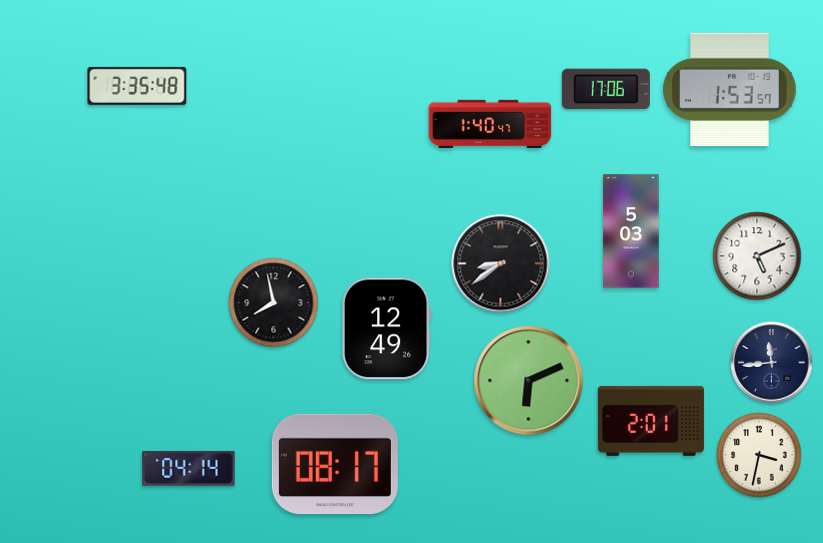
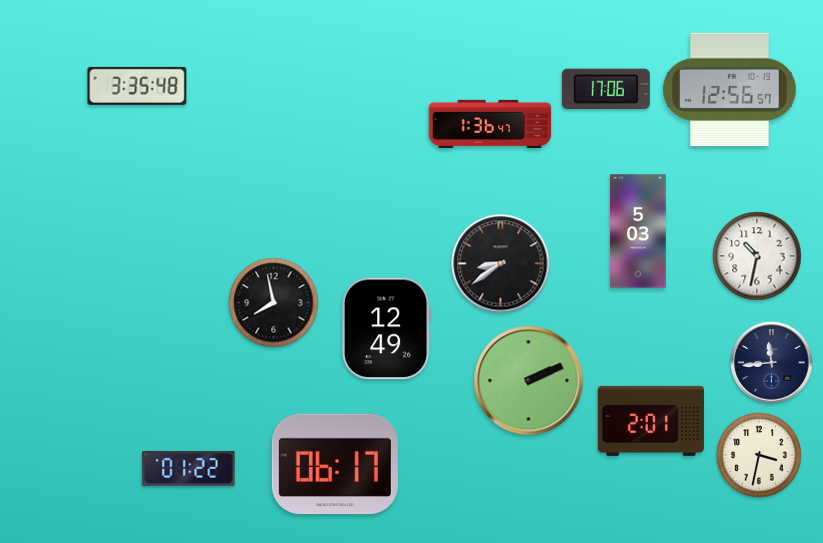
clock at (730, 90): 1:53 -> 12:56
clock at (490, 123): 1:40 -> 1:36
clock at (631, 231) position: (631, 231) -> (638, 231)
clock at (757, 256): 5:11 -> 10:32
clock at (529, 381): 6:11 -> 2:11
clock at (335, 464): 08:17 -> 06:17
clock at (189, 468): 04:14 -> 01:22
